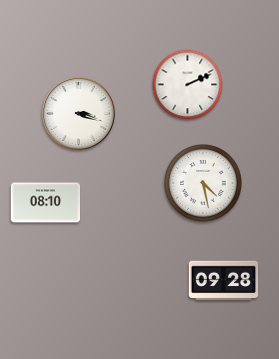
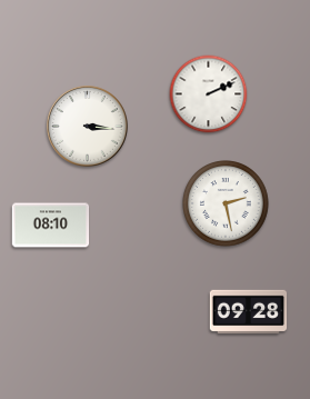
clock at (79, 114): 3:18 -> 3:16
clock at (204, 184): 4:28 -> 2:28
